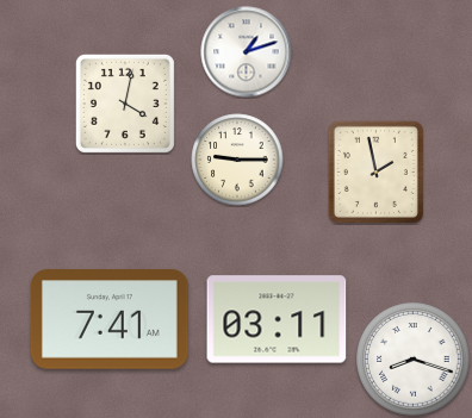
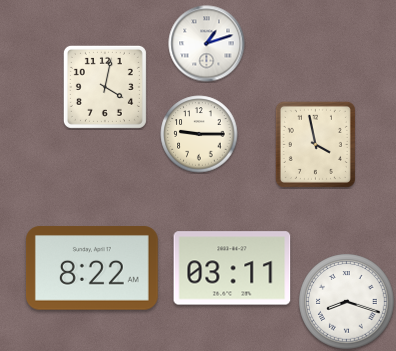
clock at (375, 171): 1:58 -> 3:58
clock at (110, 319): 7:41 -> 8:22
